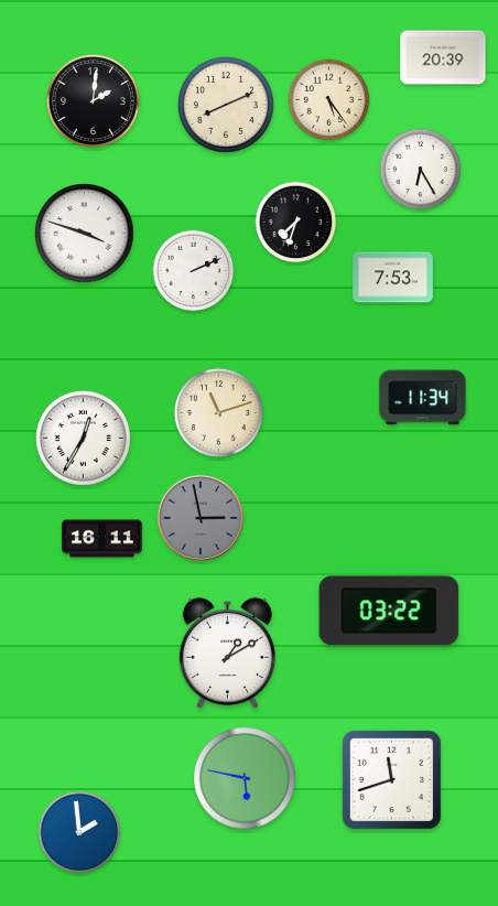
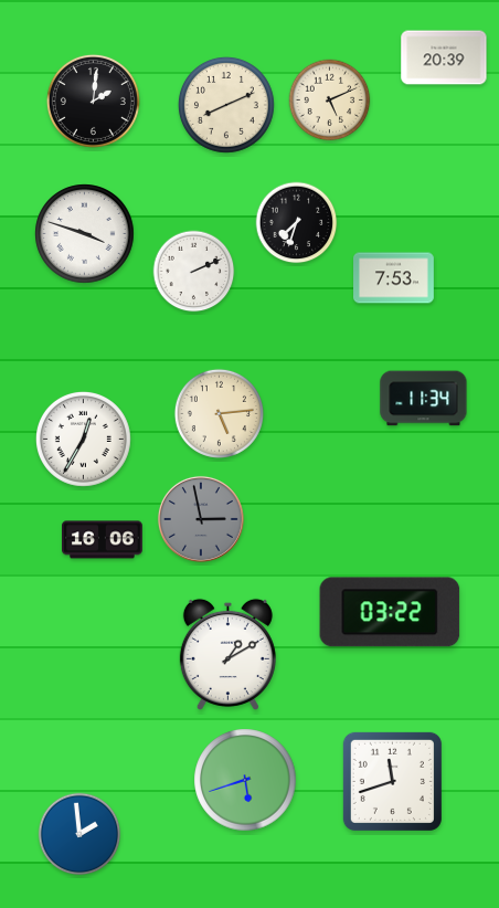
clock at (329, 100): 5:24 -> 5:11
clock at (421, 170): 6:25 -> none
clock at (218, 412): 11:12 -> 5:14
clock at (102, 539): 16:11 -> 16:06
clock at (245, 778): 5:47 -> 5:42
